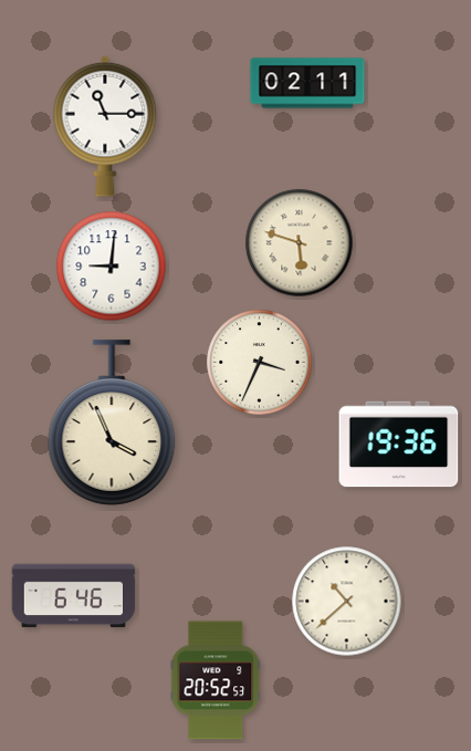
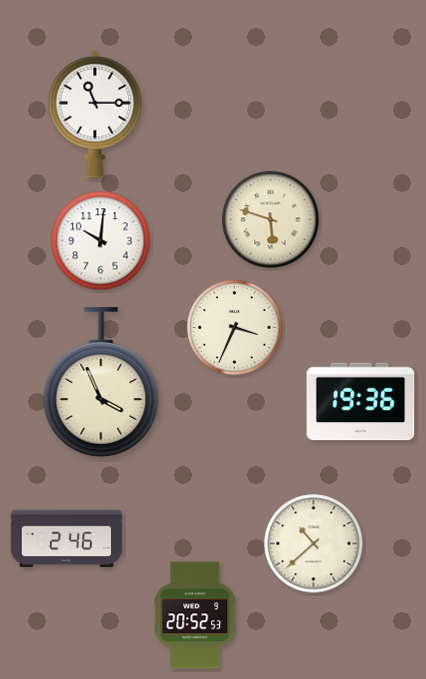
clock at (307, 83): 02:11 -> none
clock at (112, 267): 9:01 -> 10:01
clock at (74, 596): 6:46 -> 2:46
